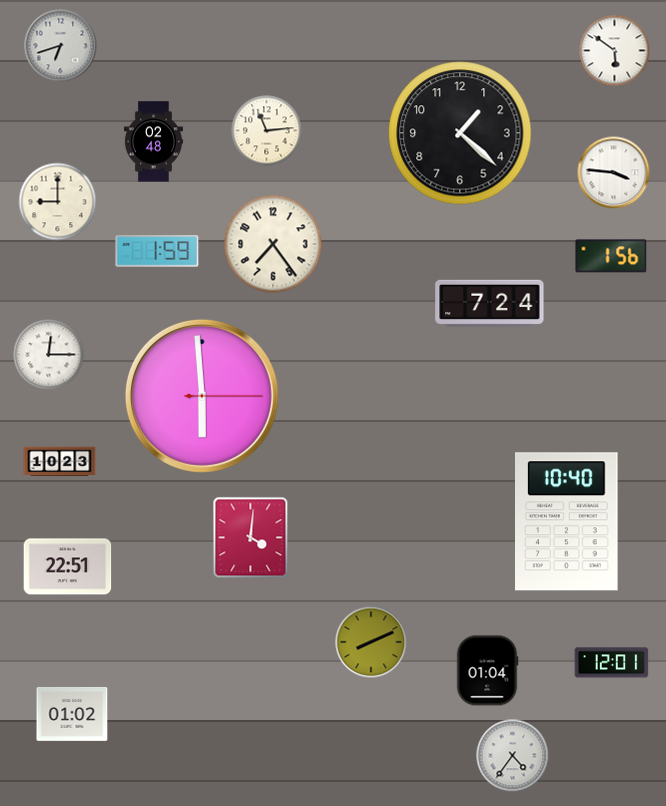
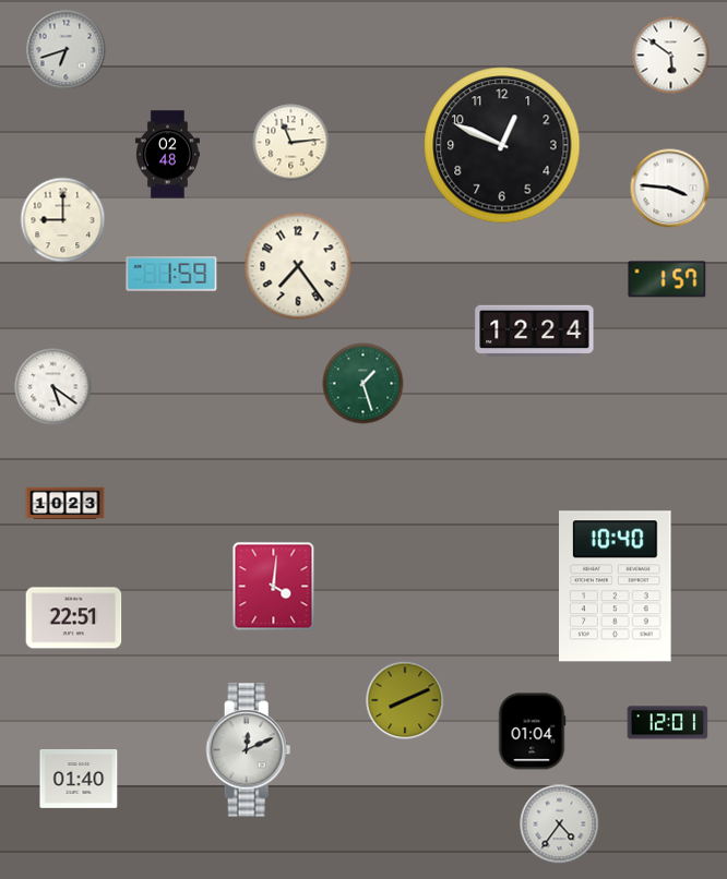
clock at (460, 133): 1:22 -> 12:49
clock at (611, 256): 1:56 -> 1:57
clock at (490, 303): 7:24 -> 12:24
clock at (364, 384): none -> 1:27
clock at (49, 355): 12:15 -> 5:21
clock at (202, 396): 5:59 -> none
clock at (567, 522) position: (567, 522) -> (616, 587)
clock at (249, 750): none -> 12:11
clock at (72, 714): 01:02 -> 01:40
